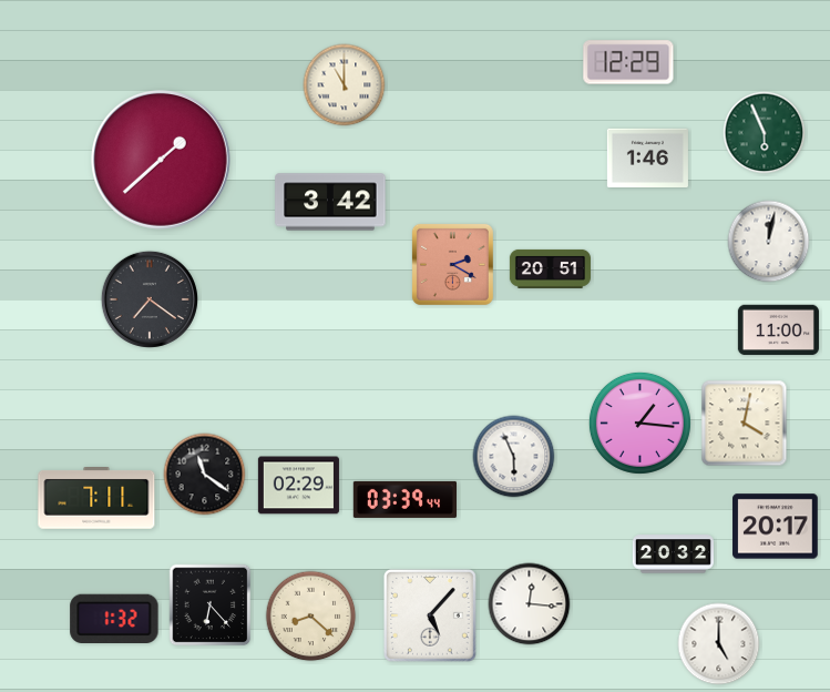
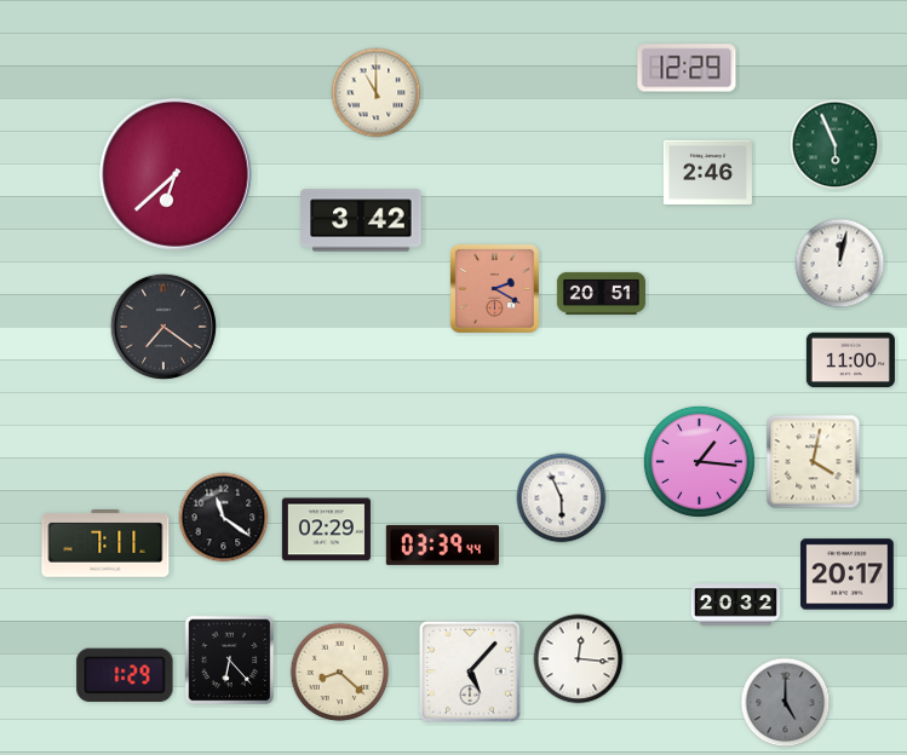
clock at (647, 159): 1:46 -> 2:46
clock at (162, 161): 1:38 -> 6:38
clock at (114, 619): 1:32 -> 1:29
clock at (719, 644) dial: white -> grey
